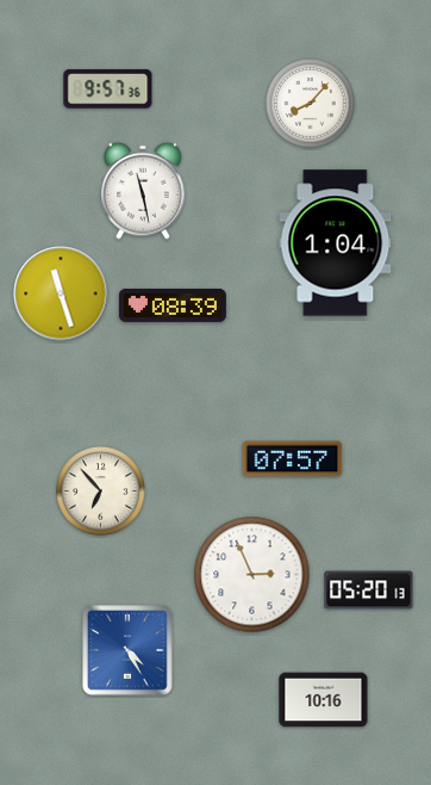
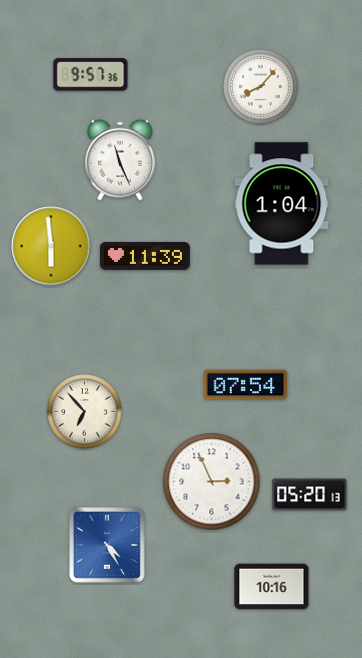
clock at (143, 191): 11:28 -> 11:26
clock at (61, 293): 11:27 -> 5:59
clock at (173, 305): 08:39 -> 11:39
clock at (293, 459): 07:57 -> 07:54
